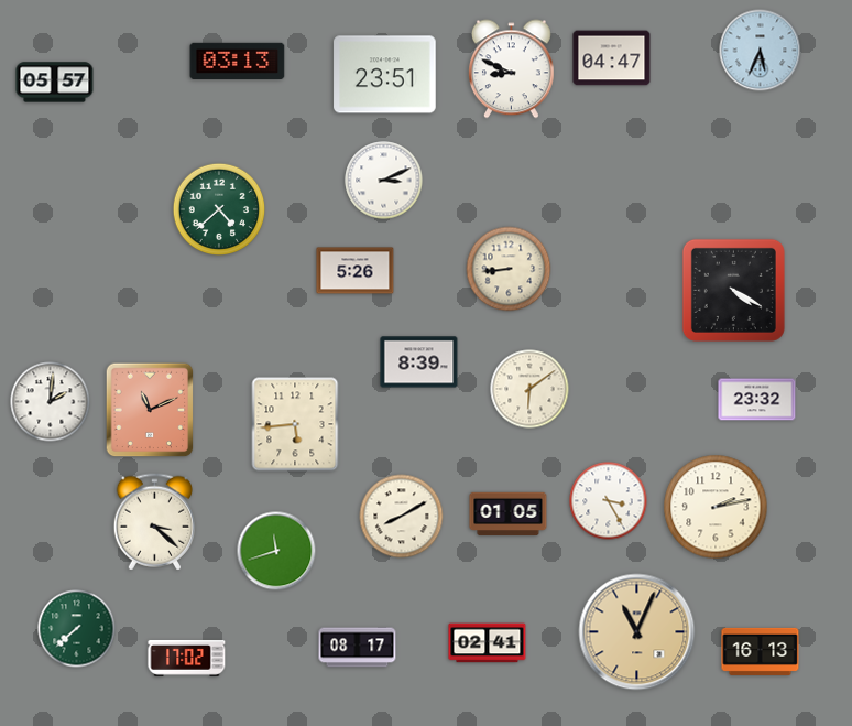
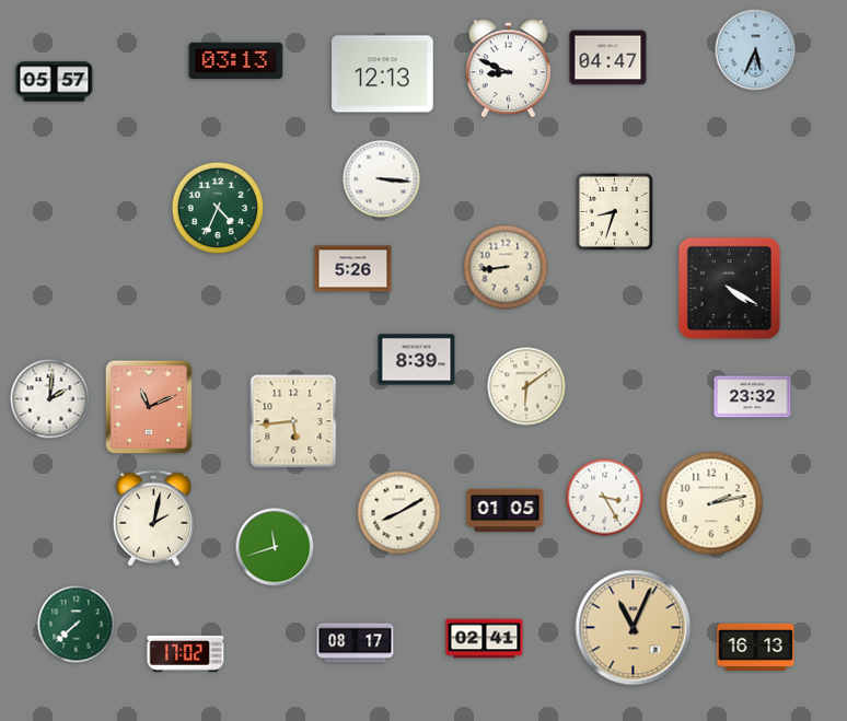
clock at (385, 75): 23:51 -> 12:13
clock at (384, 181): 3:11 -> 3:16
clock at (219, 209): 4:38 -> 4:34
clock at (614, 211): none -> 8:33
clock at (155, 522): 3:22 -> 2:02
